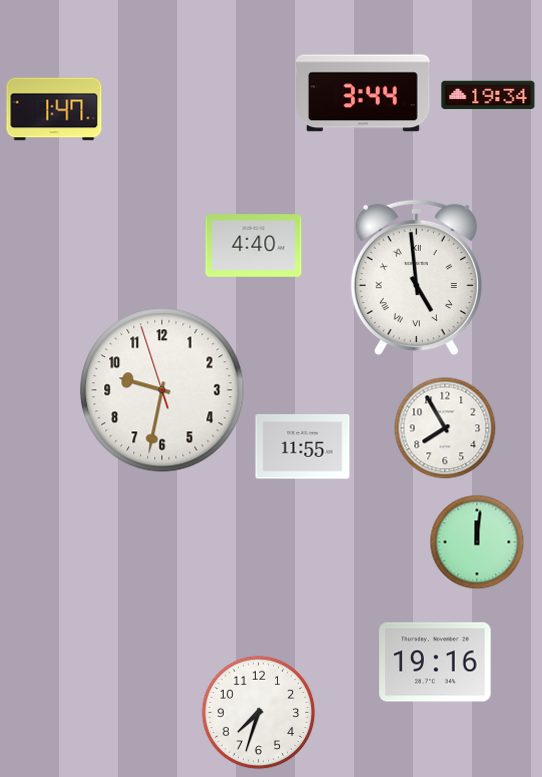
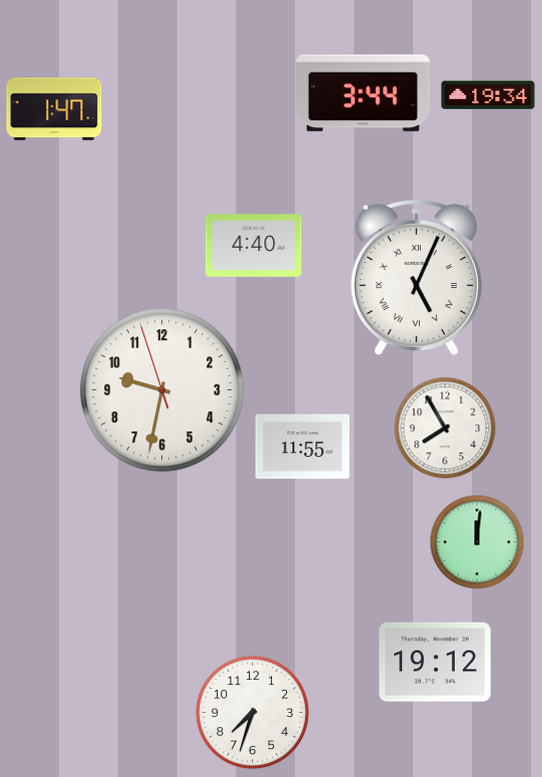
clock at (416, 278): 4:59 -> 5:04
clock at (435, 662): 19:16 -> 19:12
clock at (259, 713) position: (259, 713) -> (253, 713)
